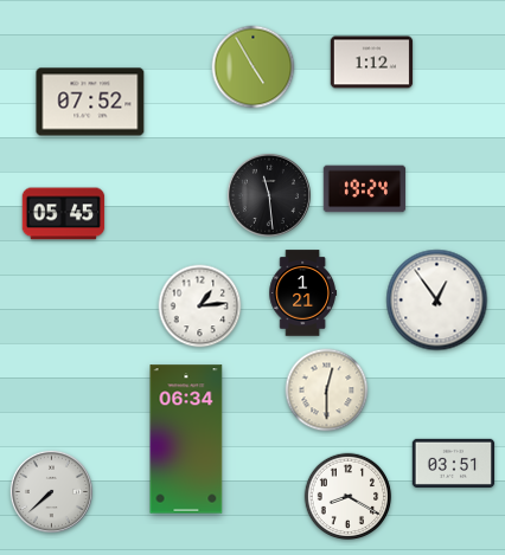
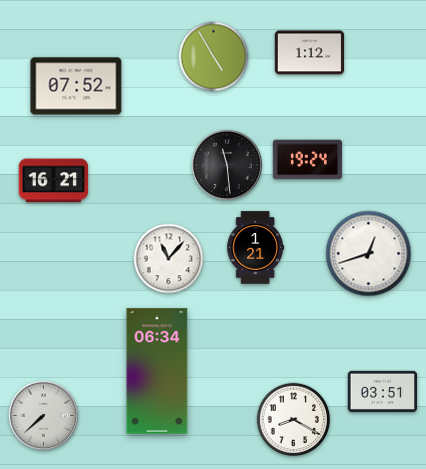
clock at (372, 63) position: (372, 63) -> (310, 53)
clock at (64, 214): 05:45 -> 16:21
clock at (437, 301): 12:54 -> 12:42
clock at (200, 306): 1:14 -> 11:07
clock at (327, 391): 12:30 -> none
